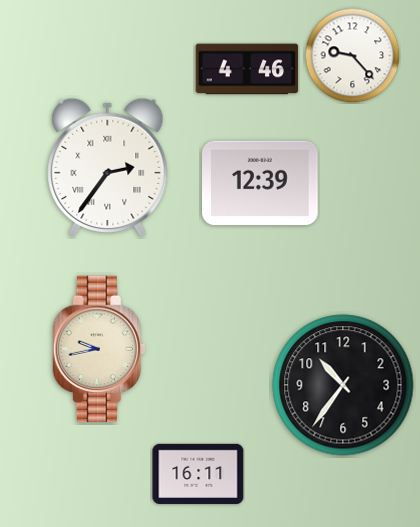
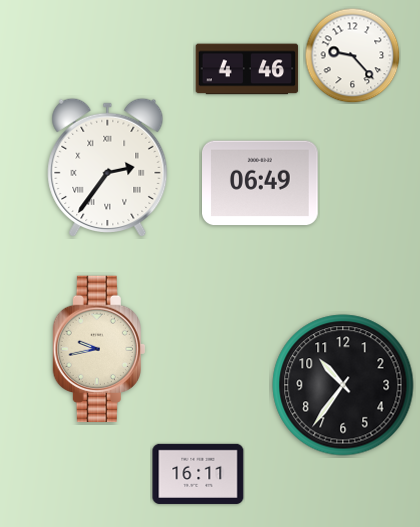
clock at (261, 183): 12:39 -> 06:49
